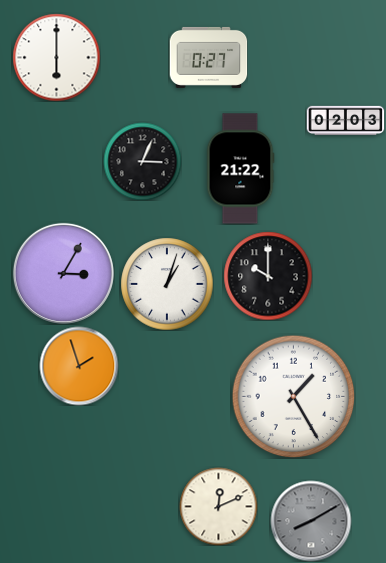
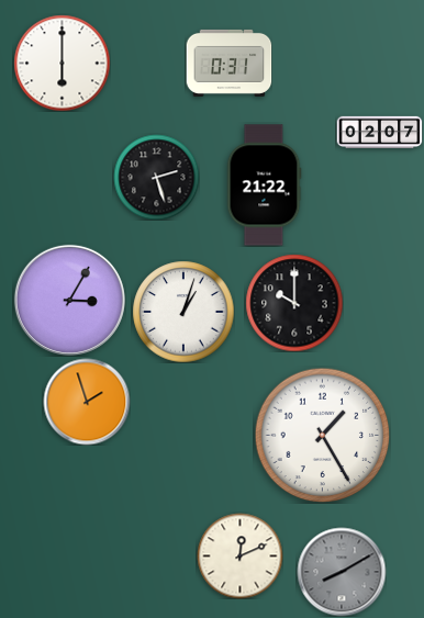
clock at (208, 57): 0:27 -> 0:31
clock at (345, 120): 02:03 -> 02:07
clock at (142, 161): 3:04 -> 2:27
